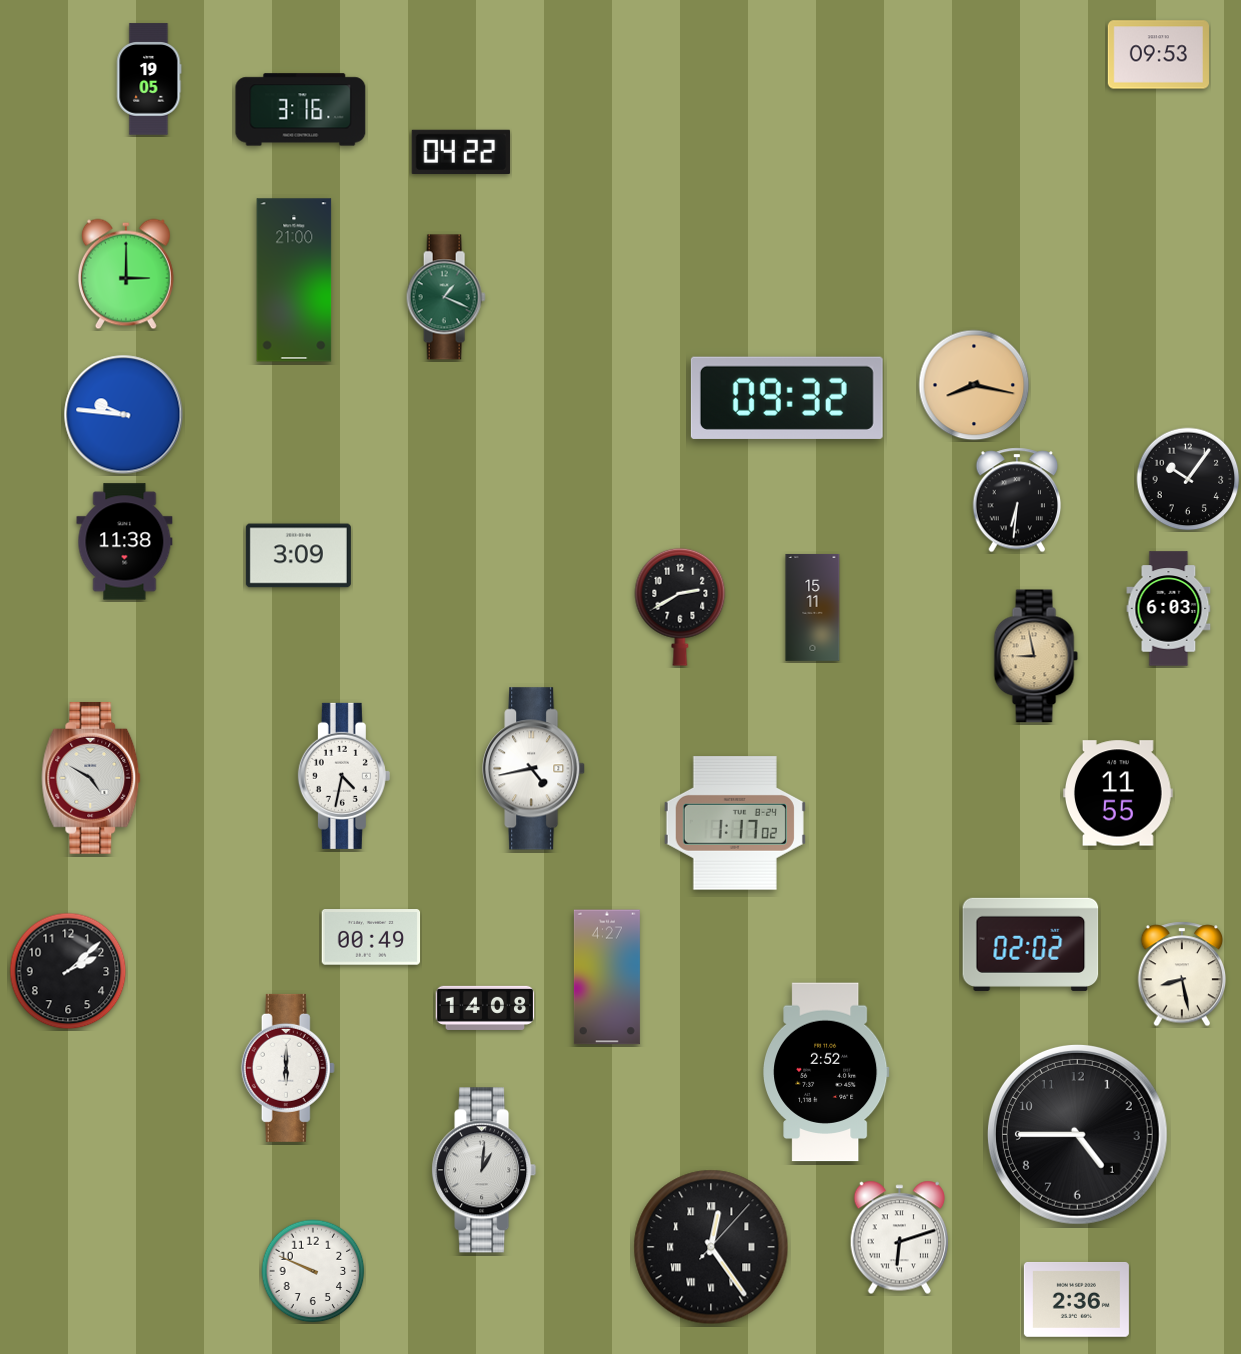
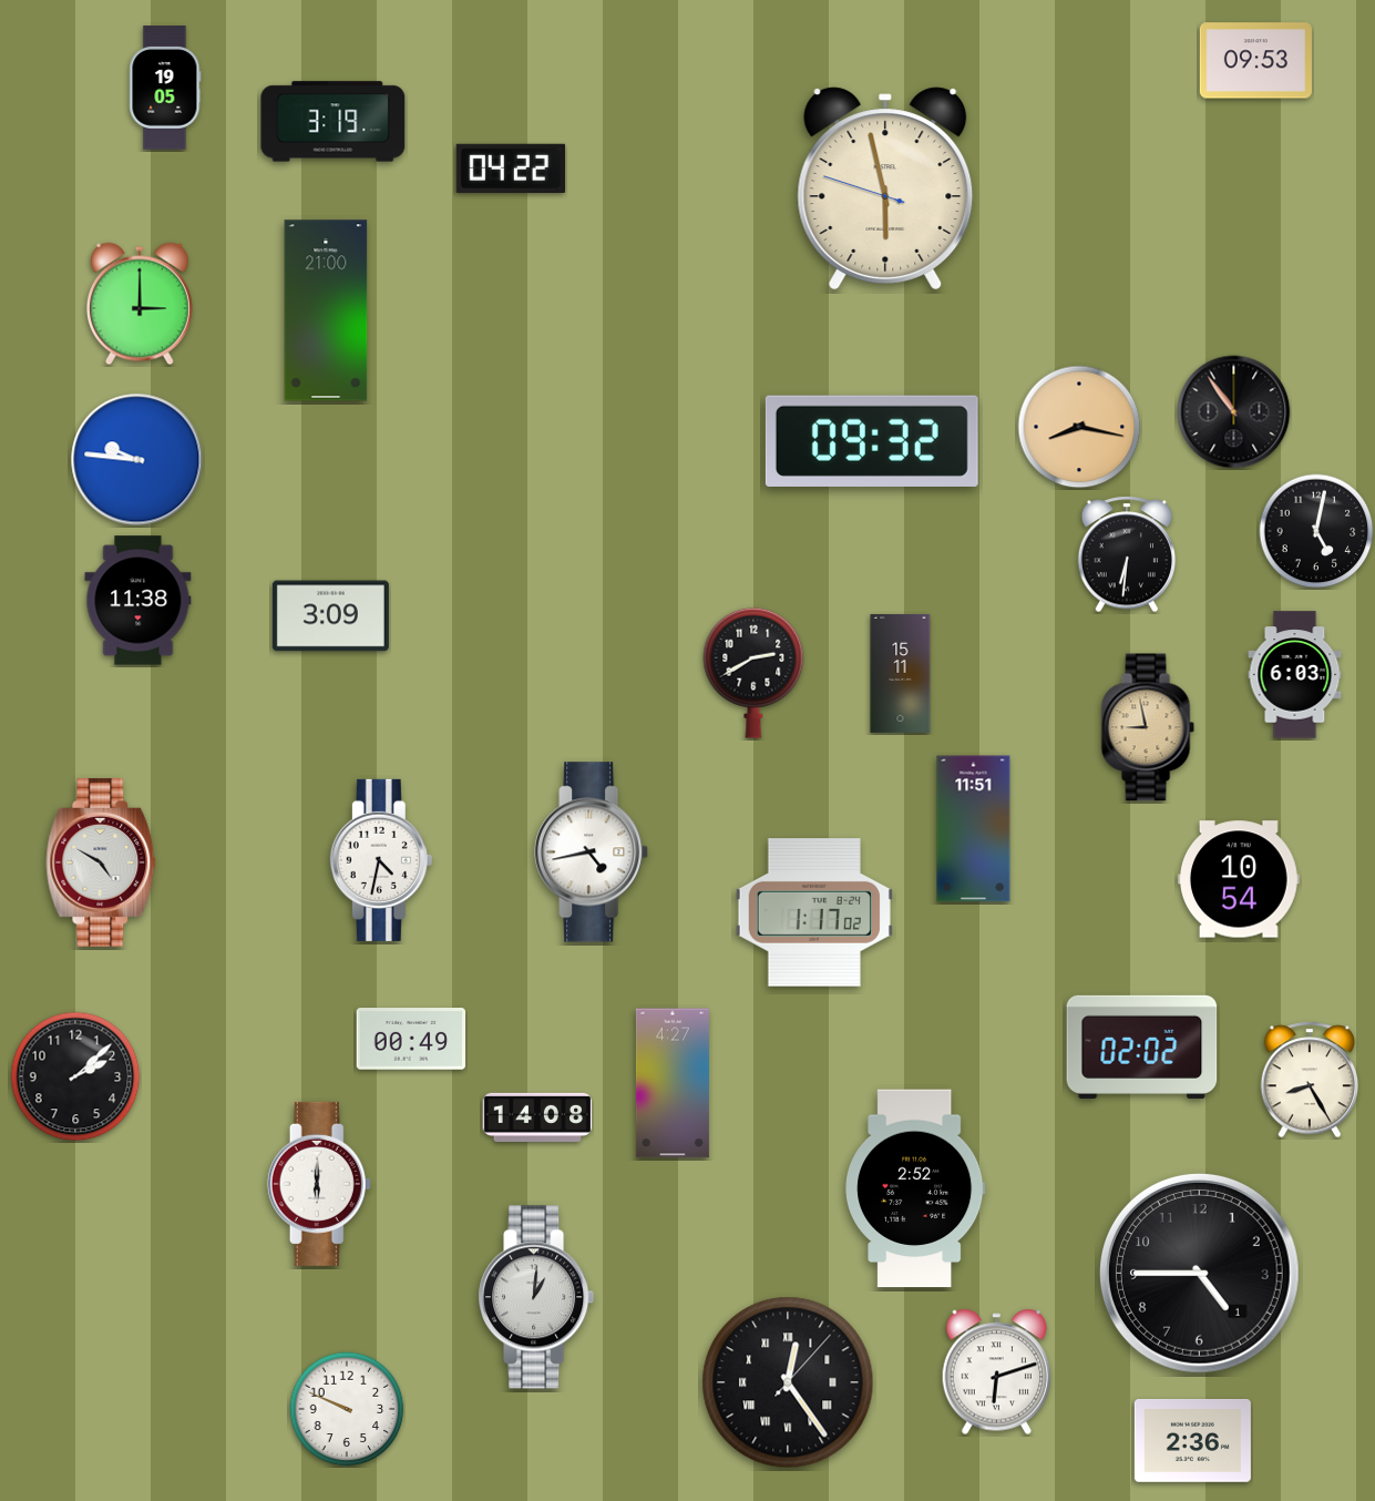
clock at (1158, 55) position: (1158, 55) -> (1255, 61)
clock at (301, 110): 3:16 -> 3:19
clock at (885, 188): none -> 5:57
clock at (446, 297): 1:19 -> none
clock at (1234, 412): none -> 10:54
clock at (1188, 479): 10:06 -> 5:02
clock at (974, 829): none -> 11:51
clock at (1119, 793): 11:55 -> 10:54
clock at (1182, 974): 8:28 -> 8:25
clock at (1077, 1135) position: (1077, 1135) -> (1199, 1274)
